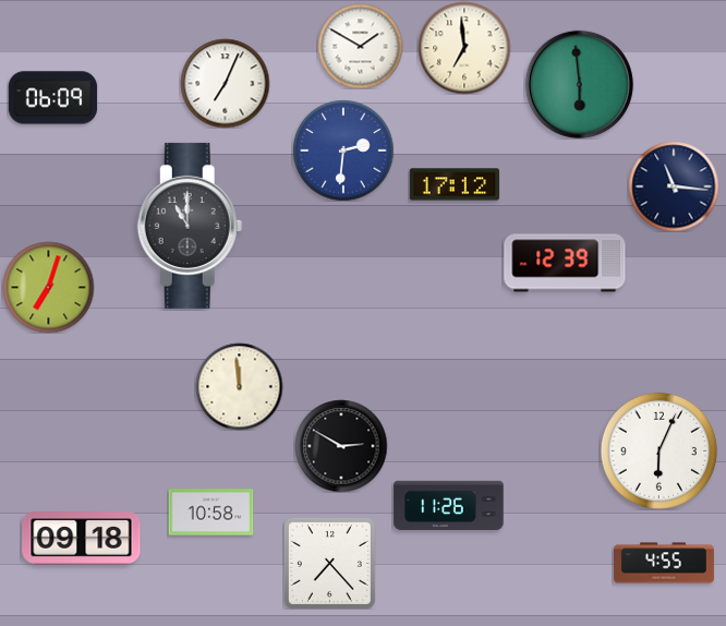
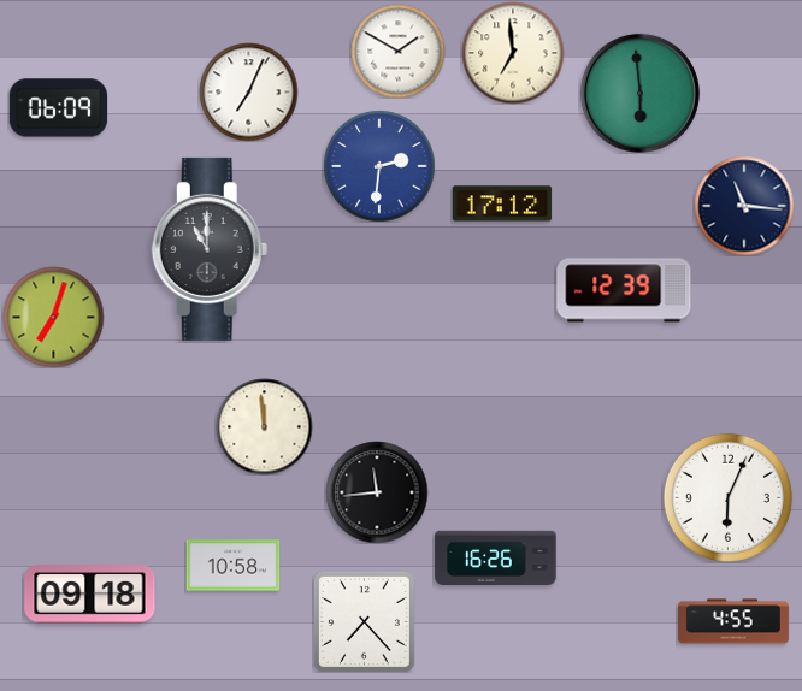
clock at (341, 446): 2:50 -> 11:44
clock at (449, 505): 11:26 -> 16:26
